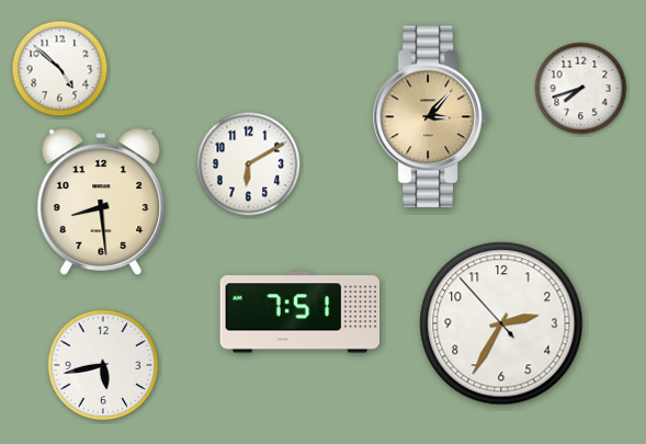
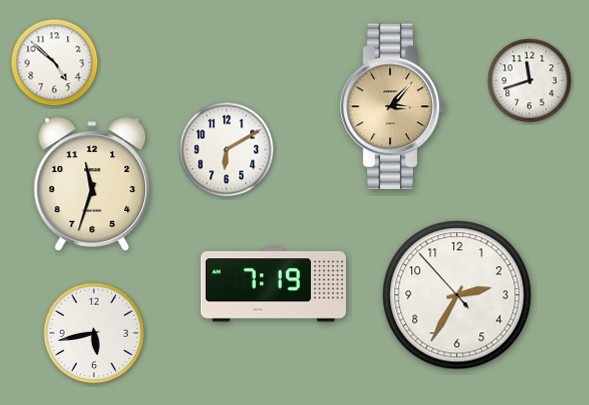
clock at (581, 89): 7:42 -> 11:42
clock at (101, 202): 8:29 -> 11:33
clock at (299, 312): 7:51 -> 7:19
